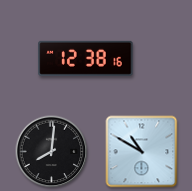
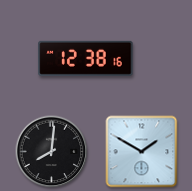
clock at (142, 152): 10:50 -> 1:50
